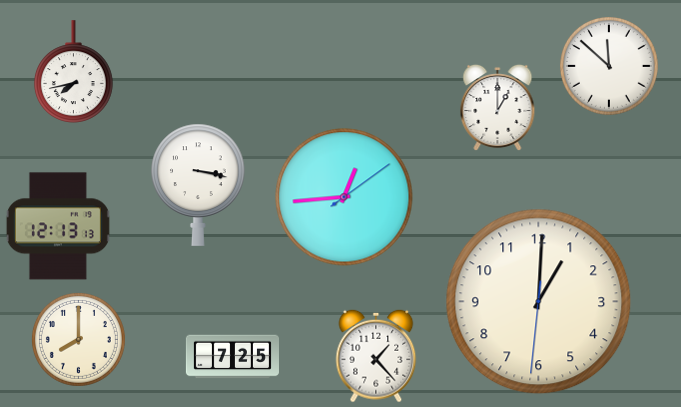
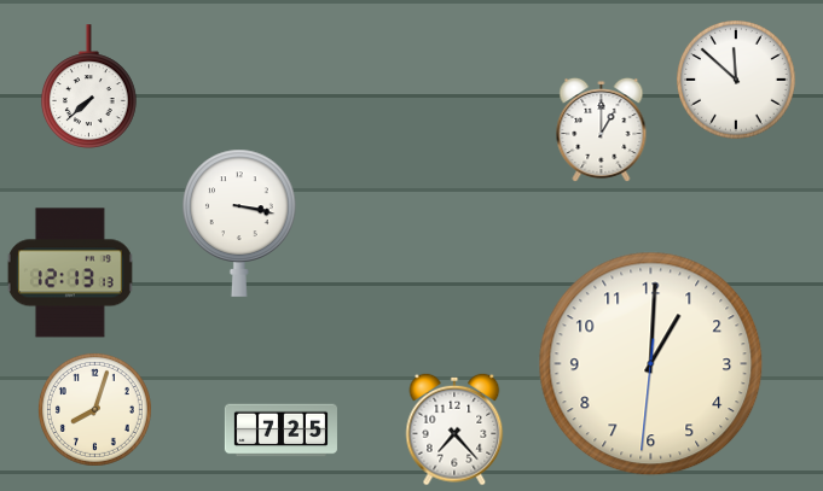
clock at (74, 72): 7:43 -> 7:38
clock at (344, 197): 12:44 -> none
clock at (78, 339): 8:00 -> 8:03
clock at (376, 356): 1:23 -> 7:23
